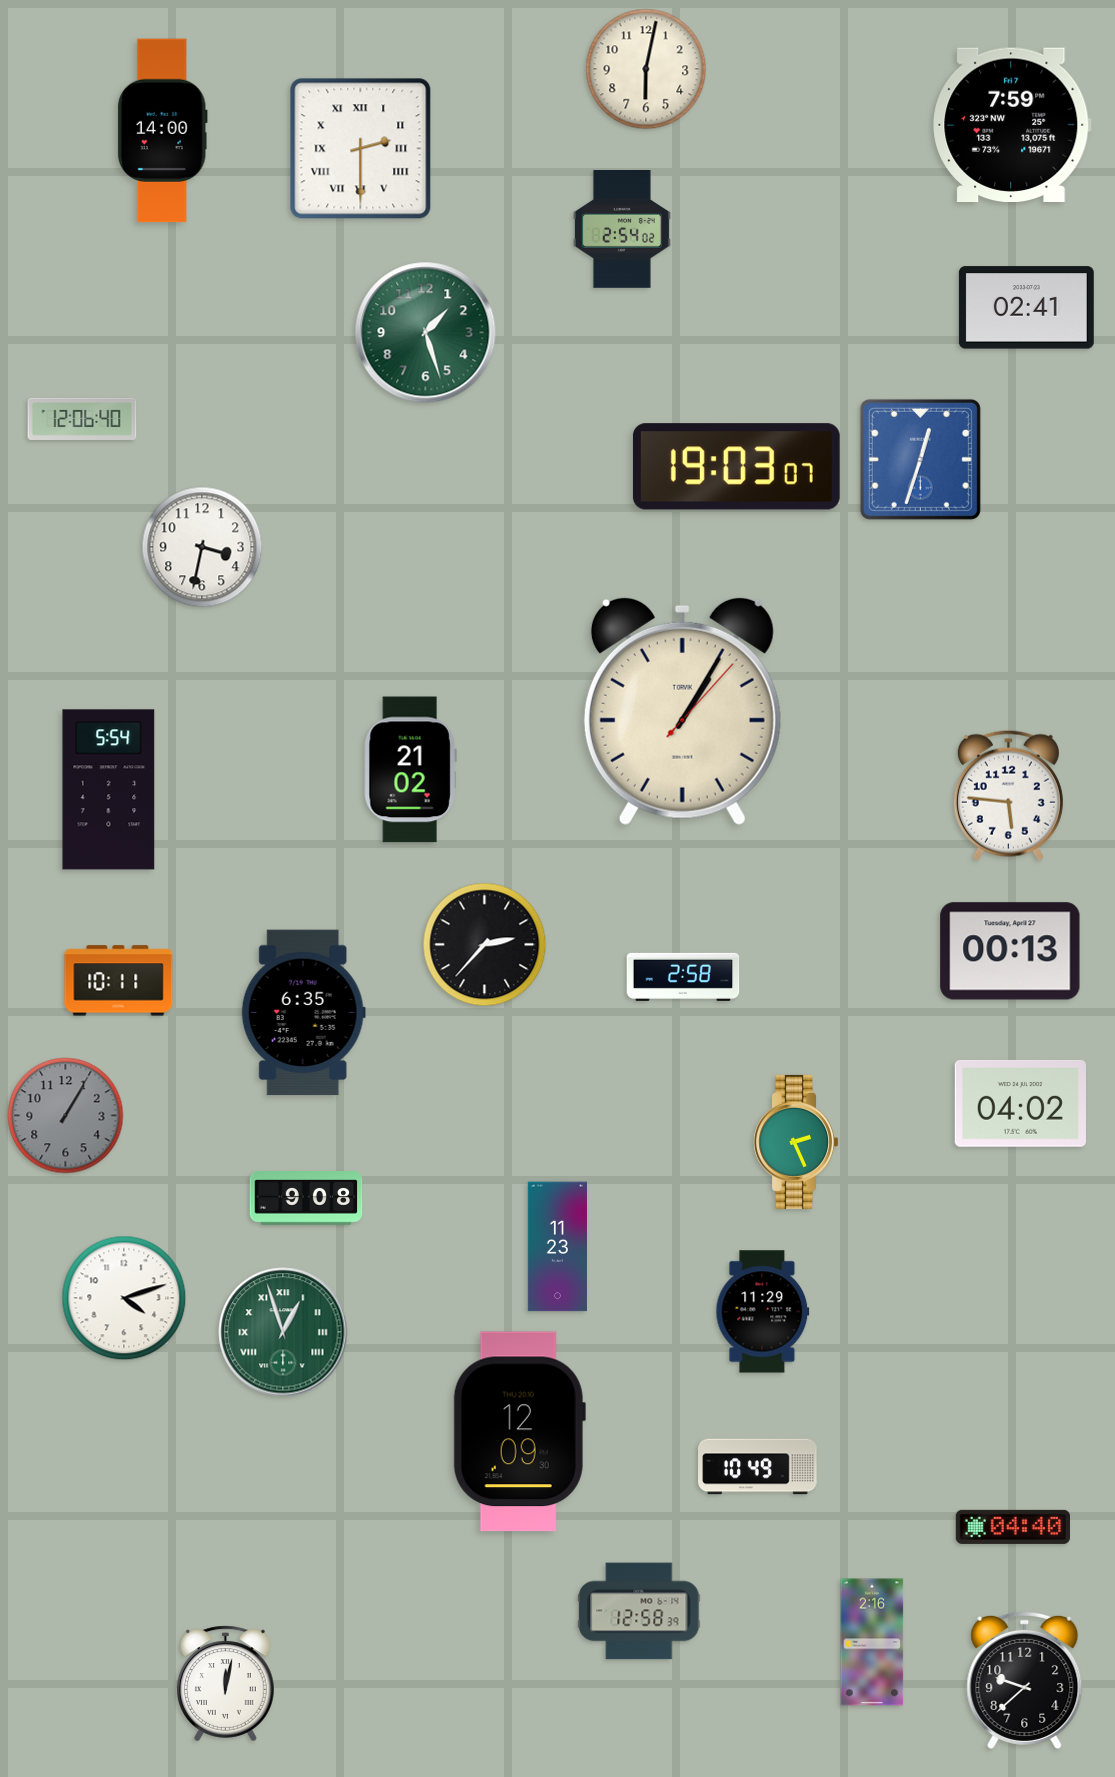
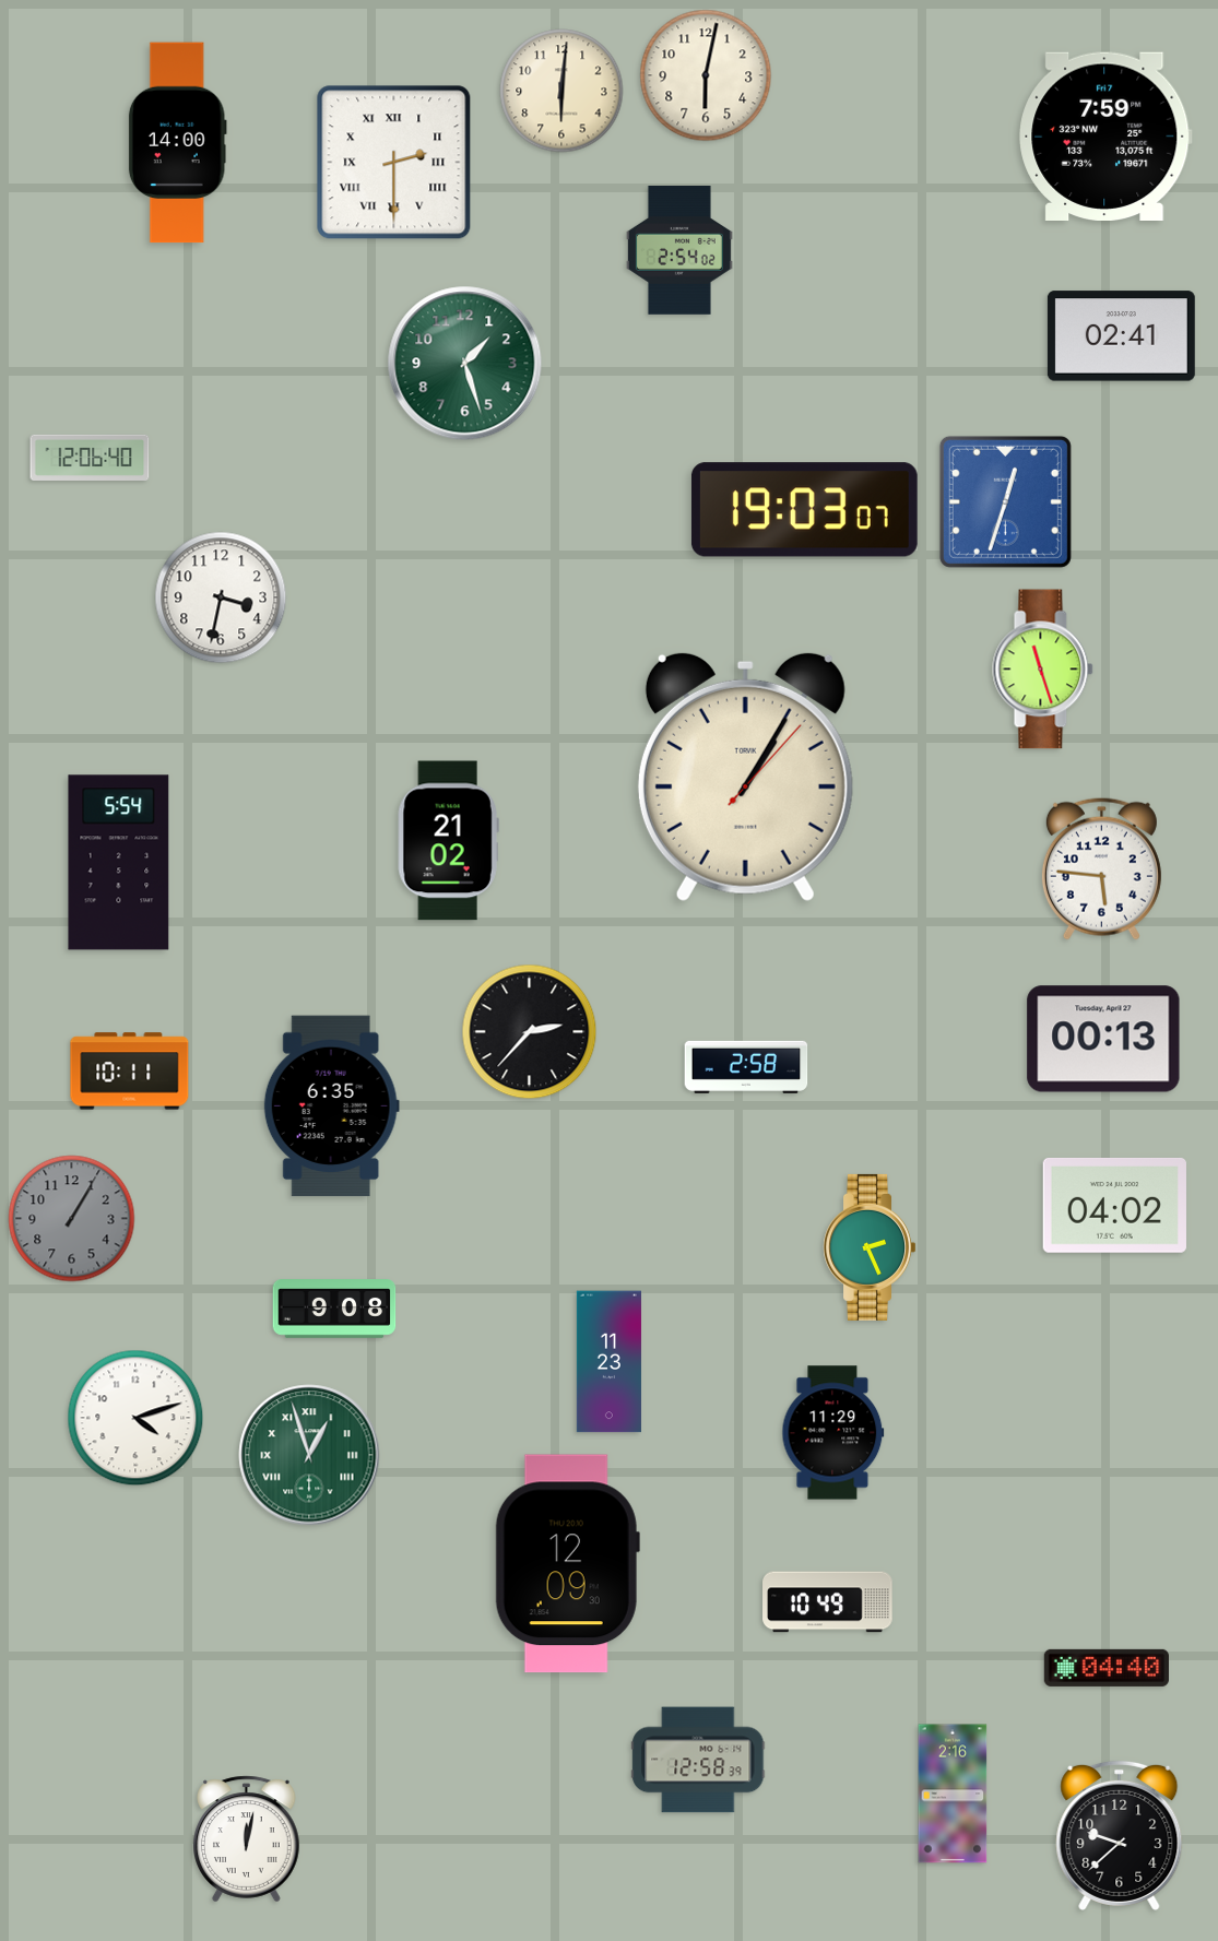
clock at (561, 91): none -> 6:01
clock at (1043, 670): none -> 11:27
